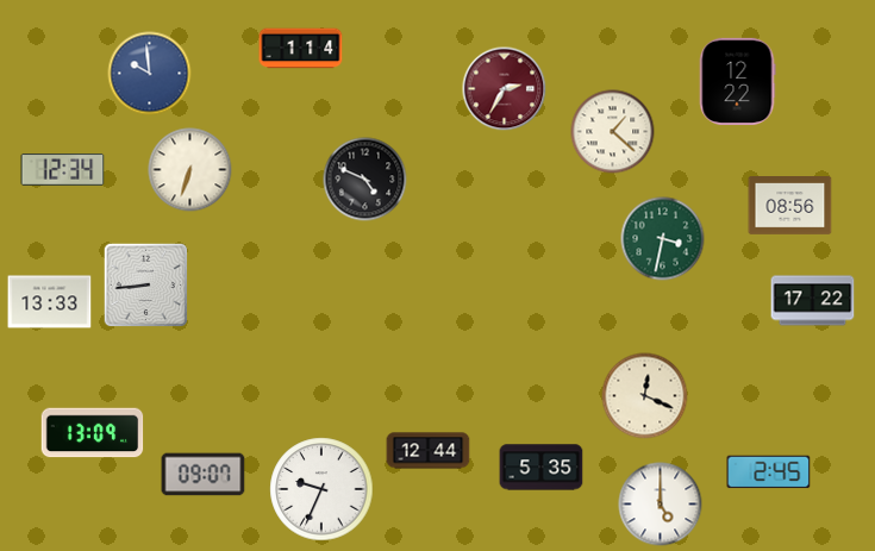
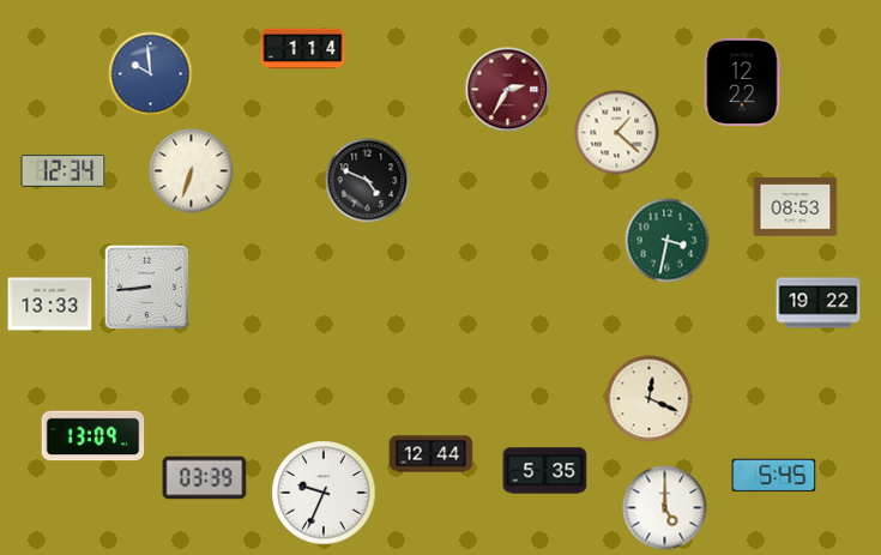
clock at (790, 206): 08:56 -> 08:53
clock at (813, 301): 17:22 -> 19:22
clock at (769, 472): 2:45 -> 5:45
clock at (204, 475): 09:07 -> 03:39
